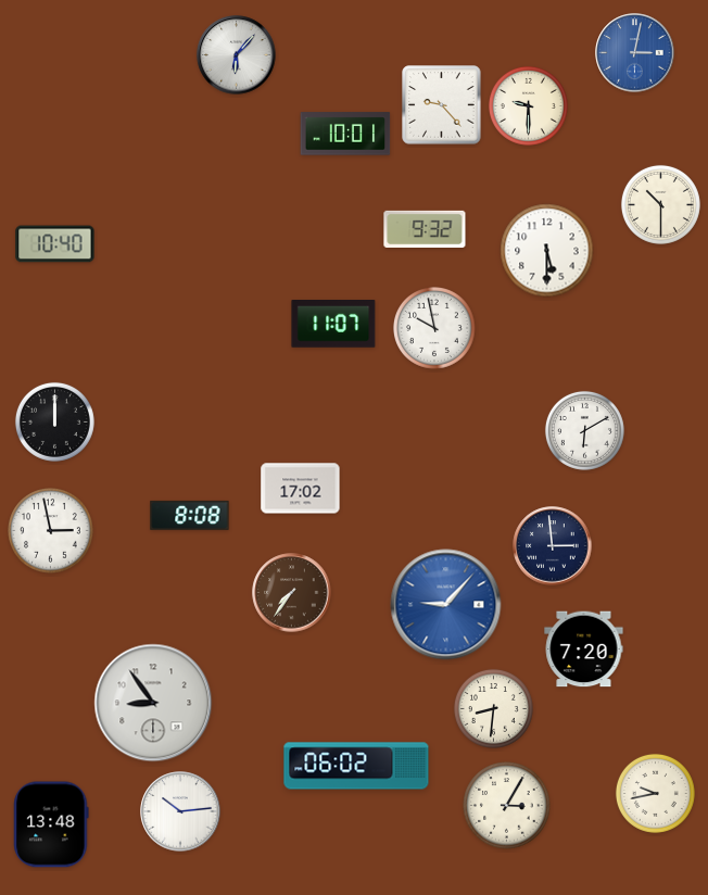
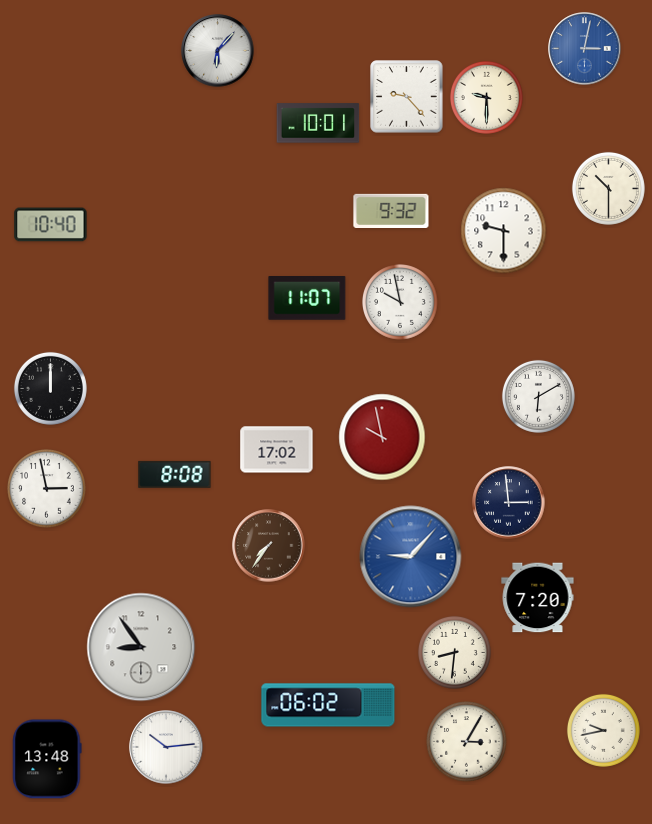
clock at (547, 251): 5:30 -> 9:30
clock at (382, 437): none -> 9:58
